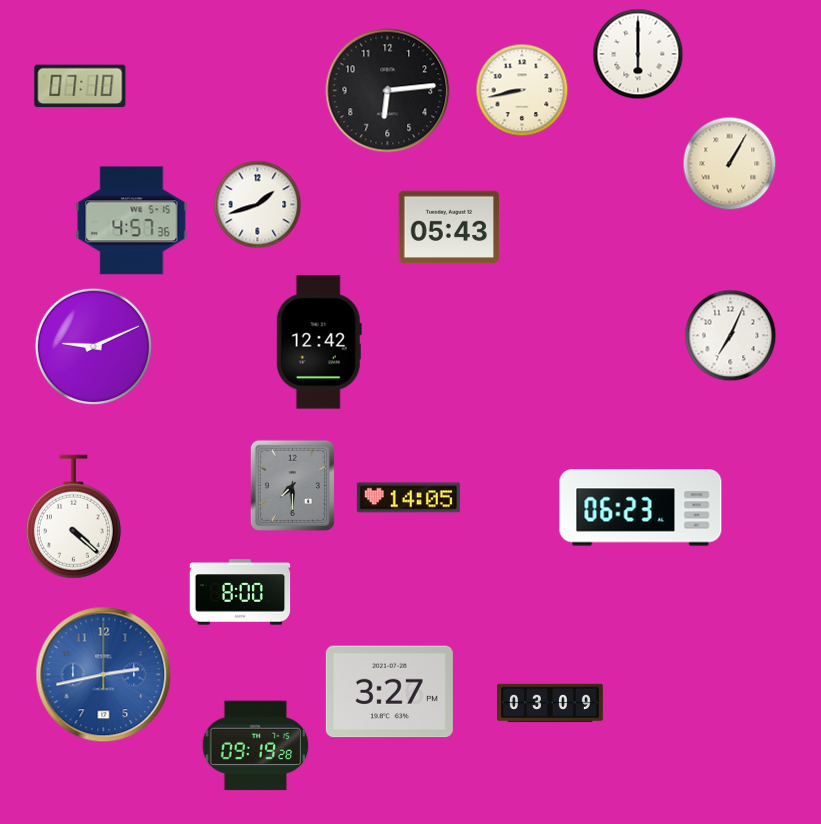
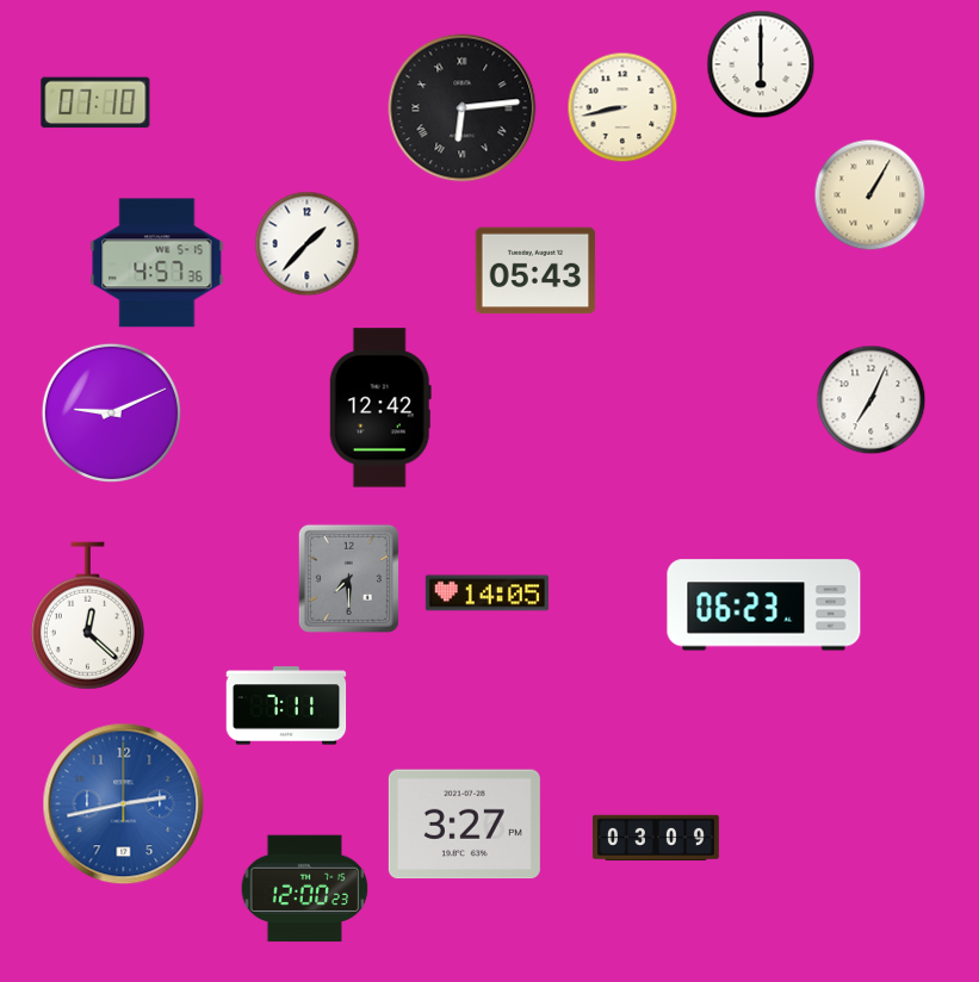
clock at (388, 91) numerals: Arabic -> Roman
clock at (258, 205): 1:42 -> 1:37
clock at (73, 517): 4:22 -> 12:22
clock at (240, 592): 8:00 -> 7:11
clock at (256, 746): 09:19 -> 12:00
